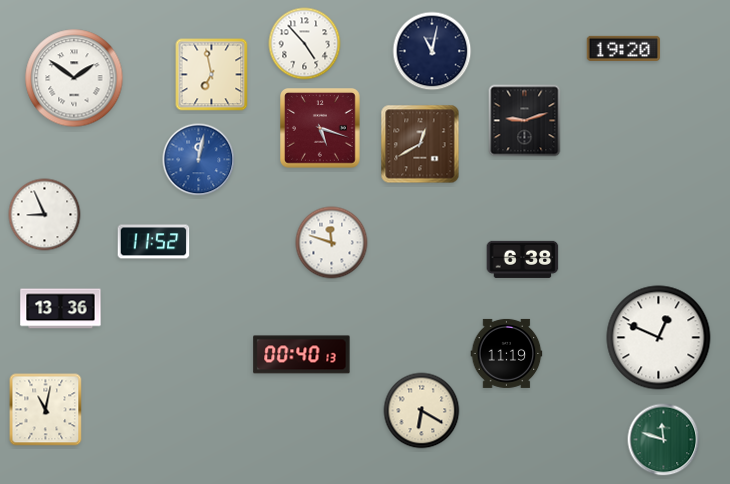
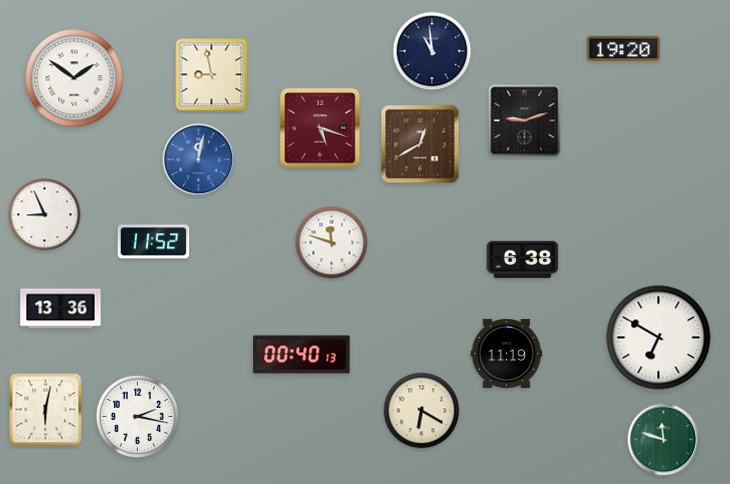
clock at (305, 44): 4:53 -> none
clock at (432, 51): 11:02 -> 10:59
clock at (212, 75): 6:58 -> 8:58
clock at (659, 338): 12:49 -> 6:50
clock at (46, 410): 11:02 -> 6:02
clock at (138, 417): none -> 2:17
